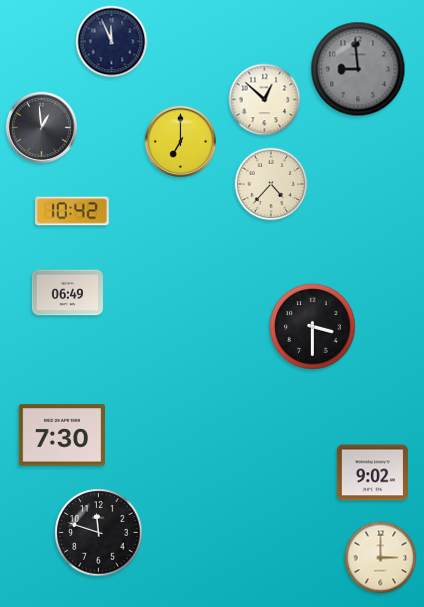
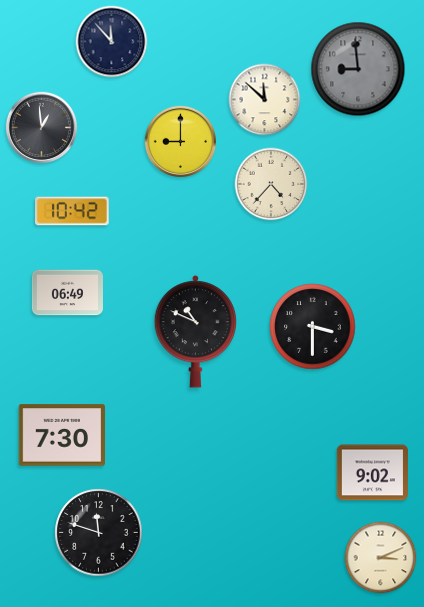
clock at (112, 42): 11:56 -> 11:53
clock at (265, 100): 12:52 -> 11:52
clock at (180, 141): 7:00 -> 9:00
clock at (196, 332): none -> 10:49
clock at (381, 558): 3:00 -> 3:11
